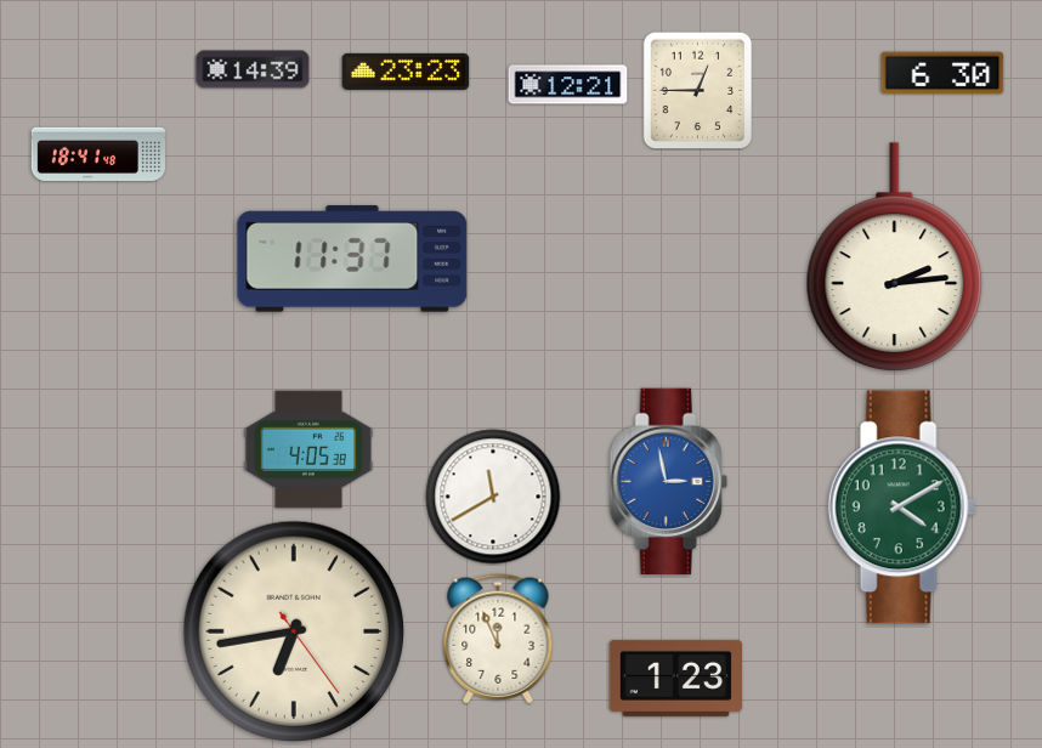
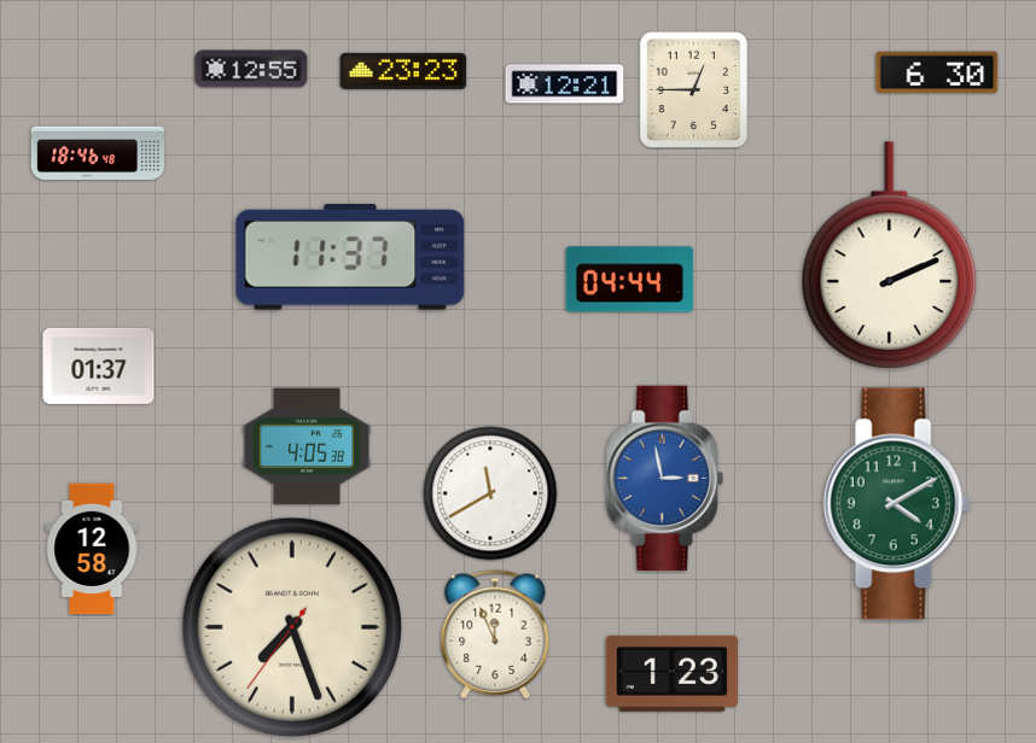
clock at (253, 69): 14:39 -> 12:55
clock at (97, 154): 18:41 -> 18:46
clock at (895, 257): 2:14 -> 2:11
clock at (630, 280): none -> 04:44
clock at (99, 365): none -> 01:37
clock at (92, 549): none -> 12:58
clock at (293, 630): 6:43 -> 7:26
